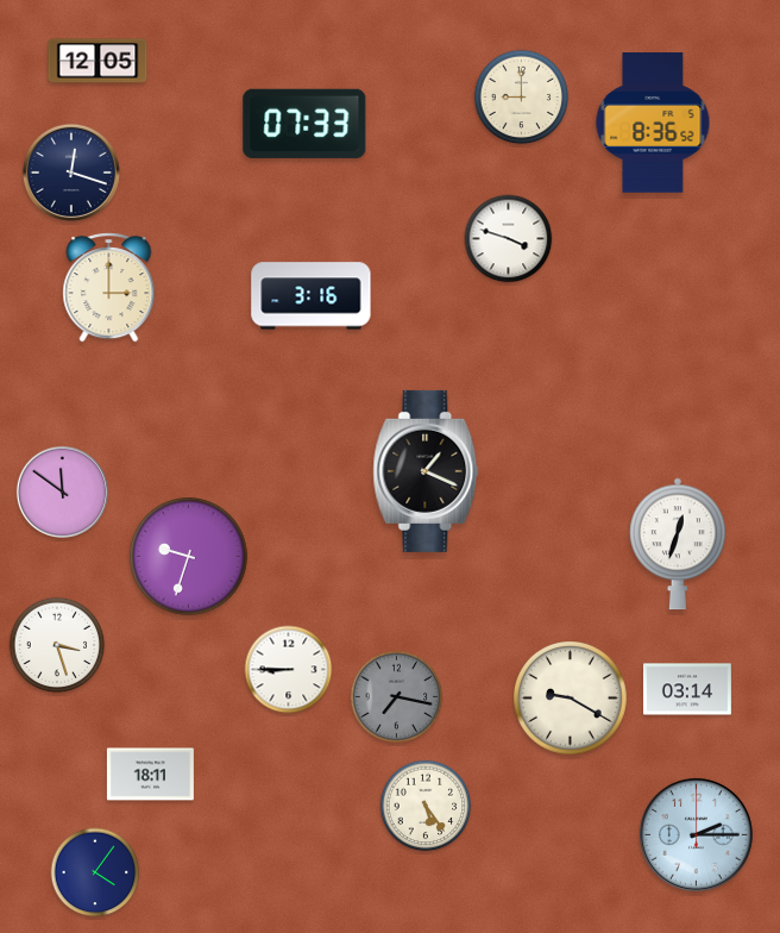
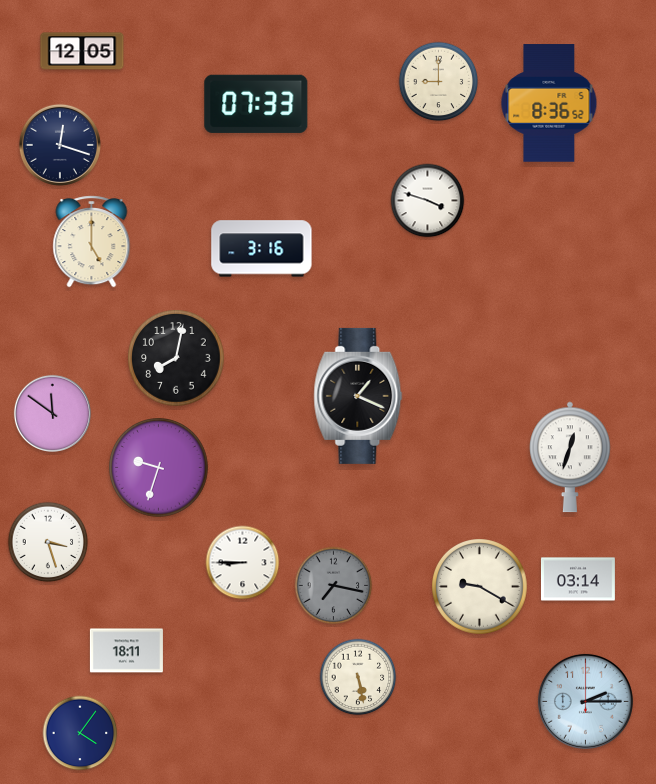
clock at (109, 288): 3:00 -> 5:00
clock at (176, 358): none -> 8:02
clock at (426, 806): 5:24 -> 5:28
